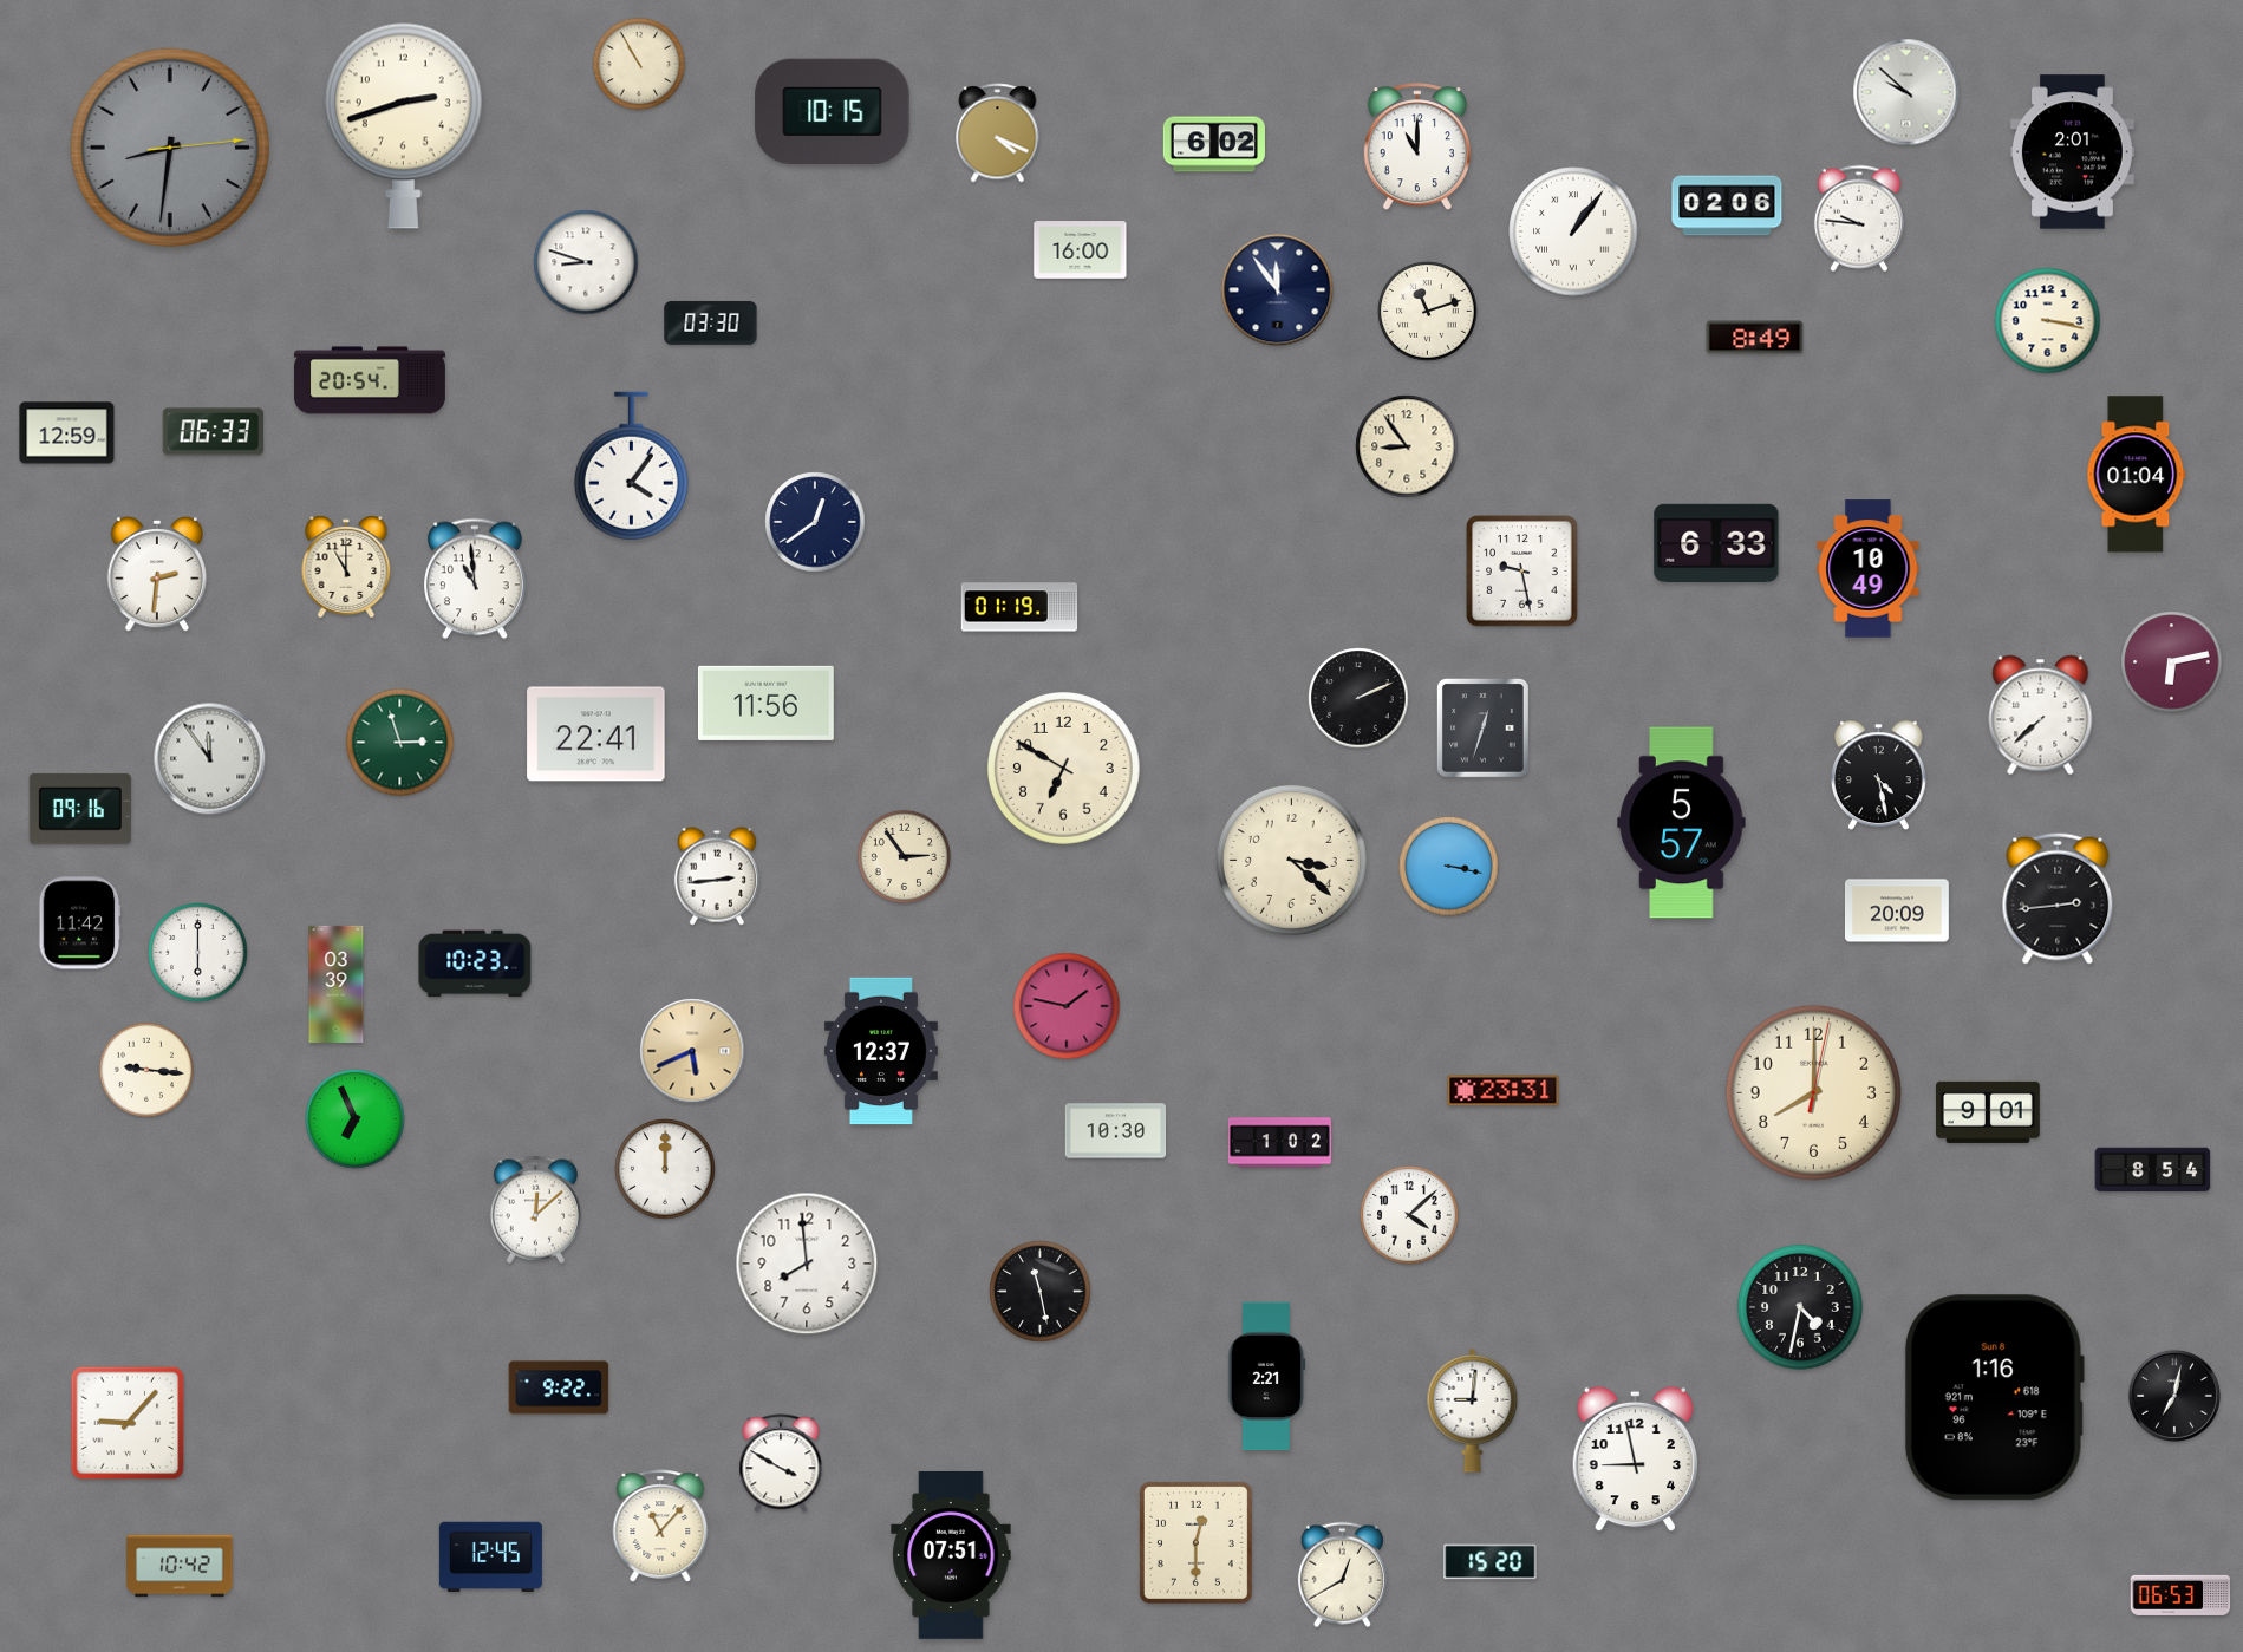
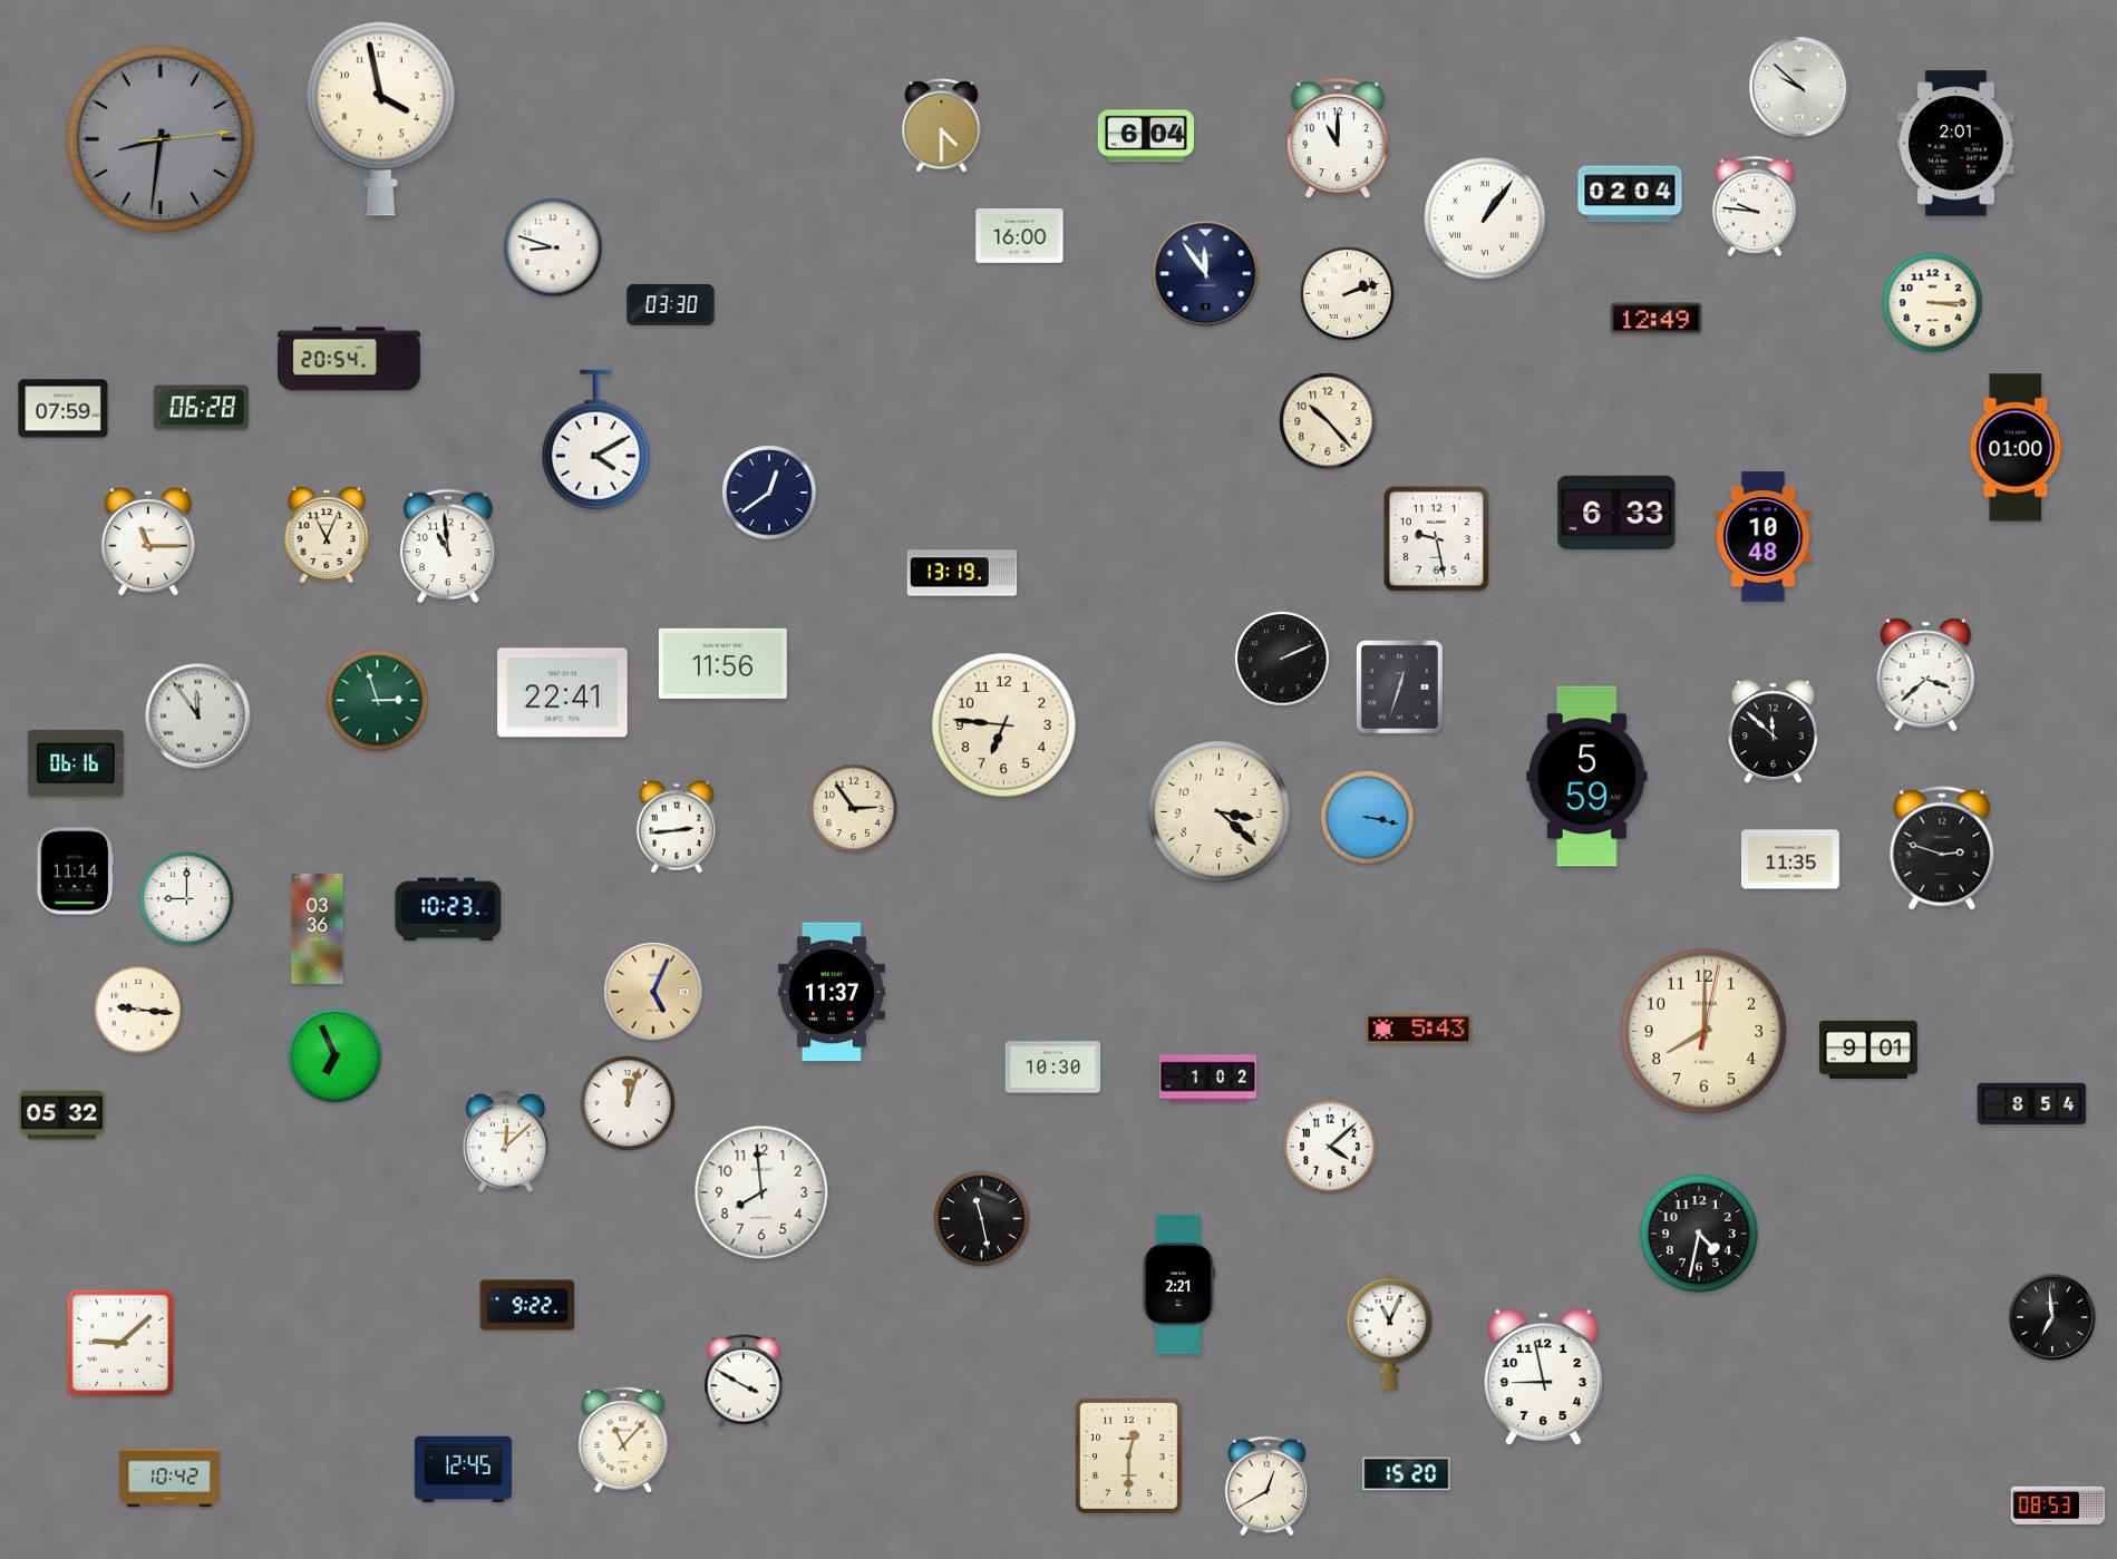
clock at (639, 64): 10:55 -> none
clock at (833, 112): 10:15 -> none
clock at (403, 125): 2:42 -> 3:58
clock at (998, 133): 4:19 -> 4:30
clock at (1214, 144): 6:02 -> 6:04
clock at (1727, 205): 02:06 -> 02:04
clock at (1428, 312): 11:12 -> 2:12
clock at (2048, 321): 3:17 -> 3:15
clock at (1755, 338): 8:49 -> 12:49
clock at (213, 432): 06:33 -> 06:28
clock at (67, 433): 12:59 -> 07:59
clock at (1407, 446): 8:54 -> 10:23
clock at (631, 466): 4:06 -> 4:10
clock at (2137, 475): 01:04 -> 01:00
clock at (1716, 543) position: (1716, 543) -> (1616, 513)
clock at (346, 567): 11:00 -> 11:04
clock at (1869, 569): 10:49 -> 10:48
clock at (157, 574): 2:31 -> 11:15
clock at (1019, 607): 01:19 -> 13:19
clock at (2172, 662): 6:13 -> none
clock at (2041, 716): 7:38 -> 3:38
clock at (1063, 768): 6:50 -> 6:46
clock at (1878, 776): 4:28 -> 11:52
clock at (80, 809): 09:16 -> 06:16
clock at (1682, 823): 5:57 -> 5:59
clock at (2058, 899): 2:44 -> 2:48
clock at (1897, 910): 20:09 -> 11:35
clock at (80, 923): 11:42 -> 11:14
clock at (198, 953): 6:00 -> 9:00
clock at (337, 984): 03:39 -> 03:36
clock at (1067, 1006): 1:47 -> none
clock at (692, 1051): 5:41 -> 5:04
clock at (881, 1051): 12:37 -> 11:37
clock at (1504, 1091): 23:31 -> 5:43
clock at (1813, 1092) position: (1813, 1092) -> (1703, 1031)
clock at (1988, 1112) position: (1988, 1112) -> (1868, 1050)
clock at (665, 1169): 12:00 -> 12:03
clock at (62, 1115): none -> 05:32
clock at (1267, 1377) position: (1267, 1377) -> (1179, 1285)
clock at (559, 1387) position: (559, 1387) -> (527, 1305)
clock at (2174, 1396): 7:02 -> 6:59
clock at (1994, 1398): 1:16 -> none
clock at (1473, 1410): 9:01 -> 11:04
clock at (128, 1423): 9:07 -> 9:08
clock at (781, 1463) position: (781, 1463) -> (744, 1381)
clock at (951, 1556): 07:51 -> none
clock at (2180, 1595): 06:53 -> 08:53
